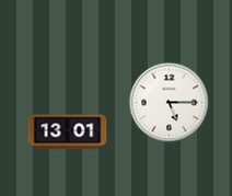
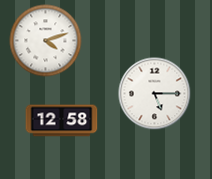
clock at (46, 41): none -> 4:12
clock at (68, 132): 13:01 -> 12:58
